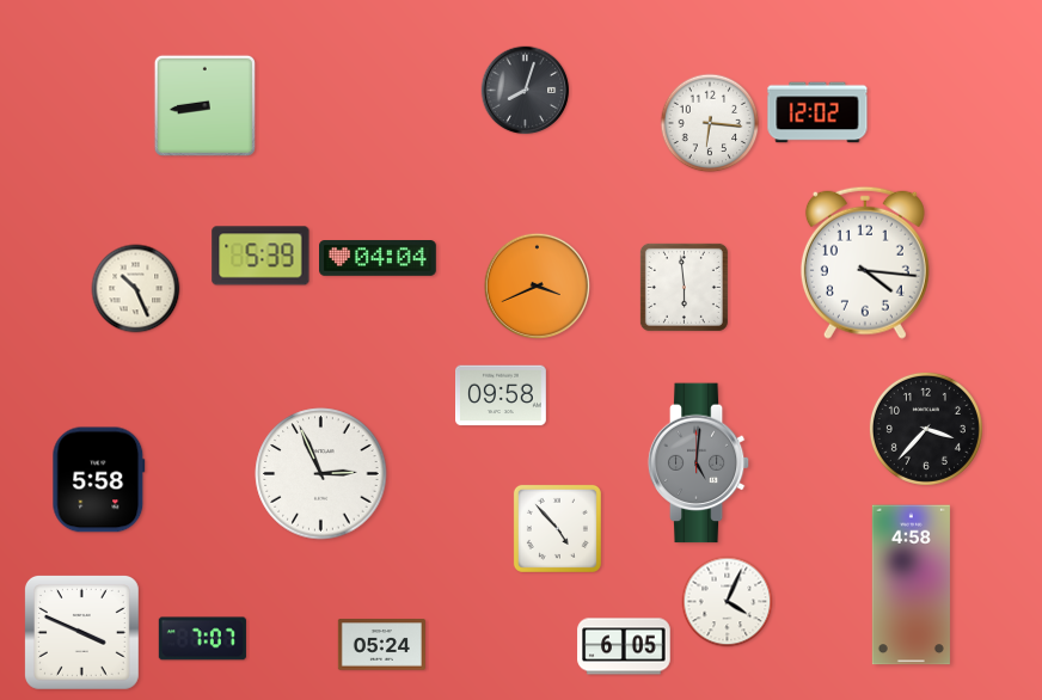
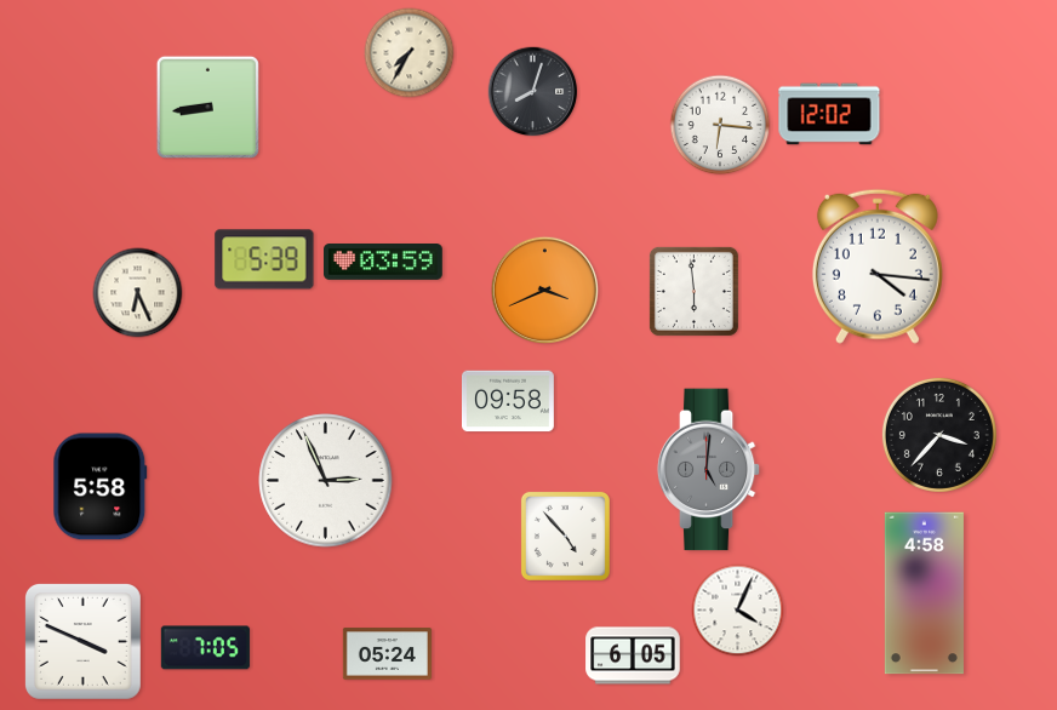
clock at (410, 53): none -> 7:35
clock at (379, 259): 04:04 -> 03:59
clock at (136, 289): 10:26 -> 6:26
clock at (202, 639): 7:07 -> 7:05
